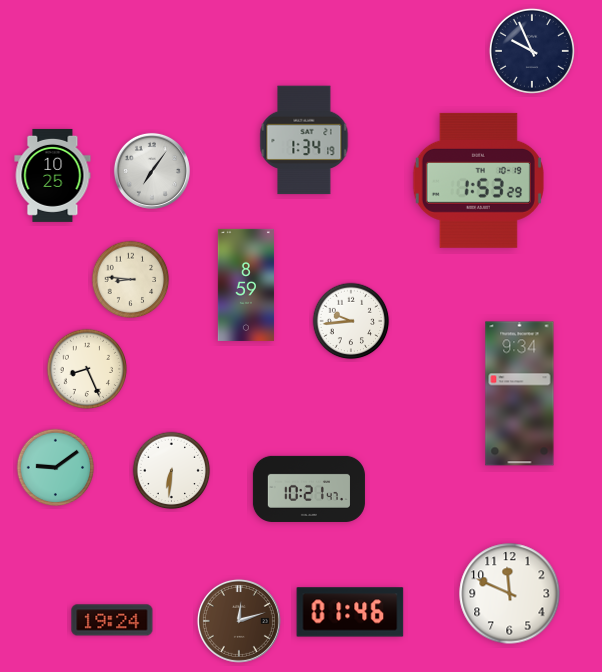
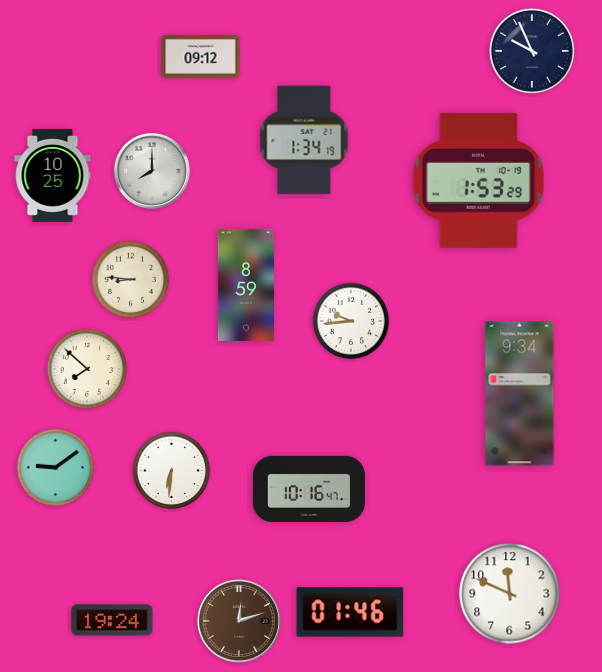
clock at (201, 57): none -> 09:12
clock at (152, 171): 7:06 -> 8:00
clock at (87, 369): 8:26 -> 7:52
clock at (309, 489): 10:21 -> 10:16
